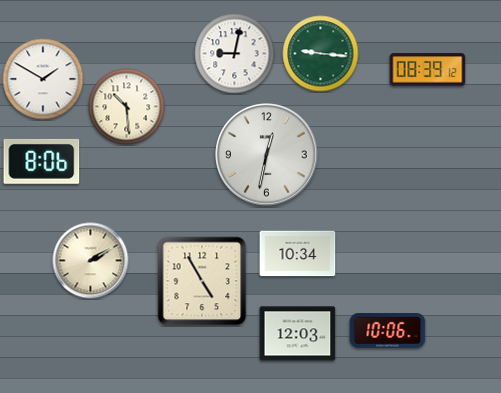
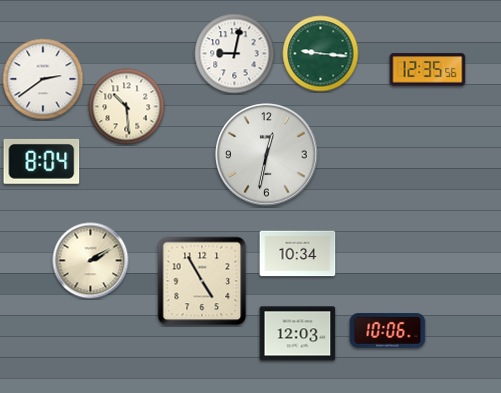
clock at (428, 70): 08:39 -> 12:35
clock at (43, 79): 1:50 -> 2:39
clock at (42, 161): 8:06 -> 8:04
